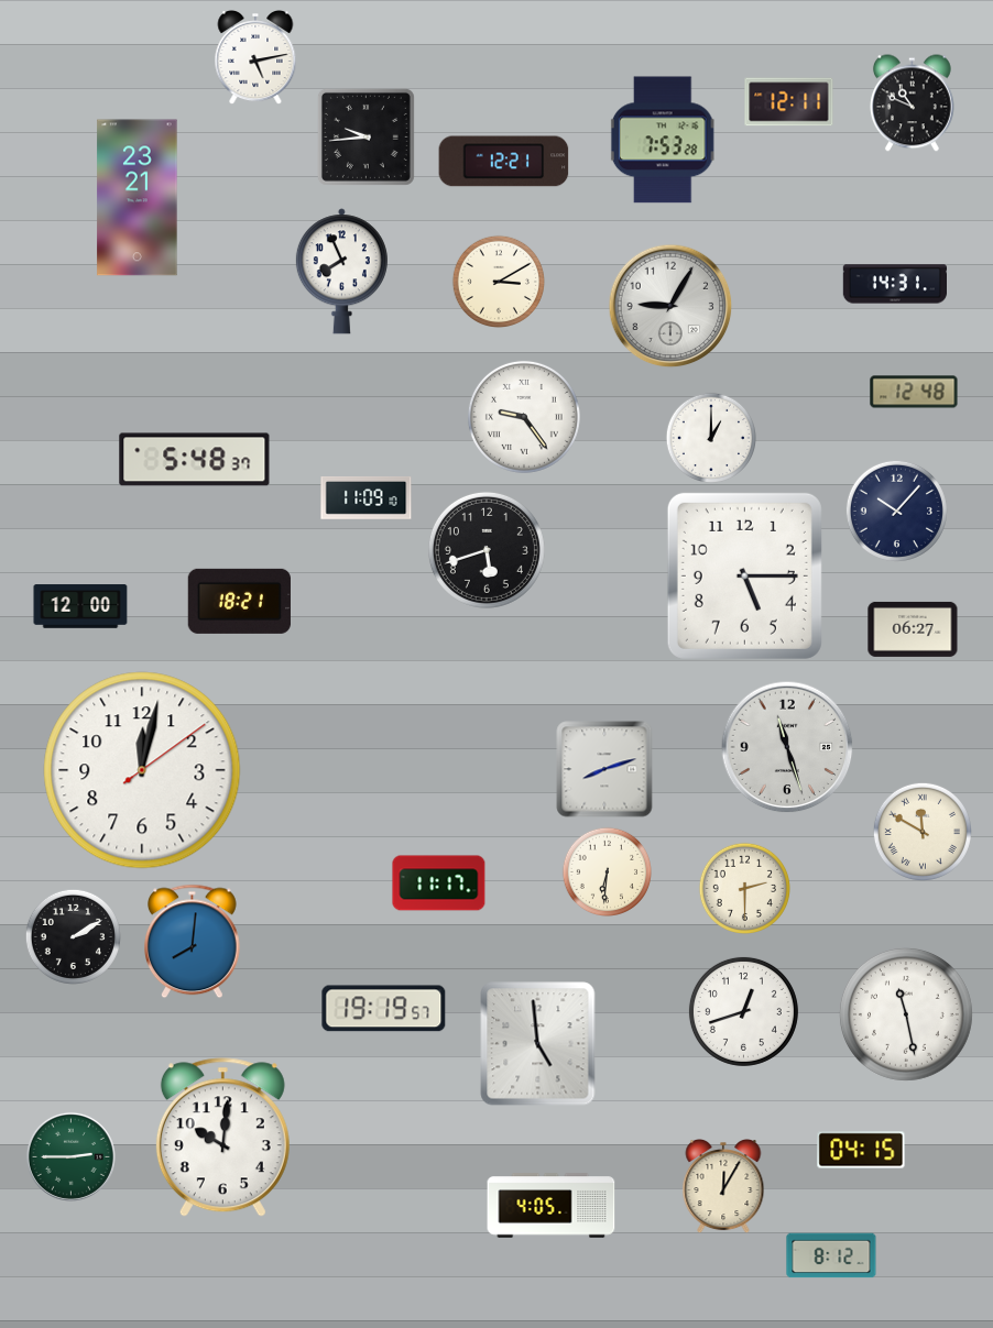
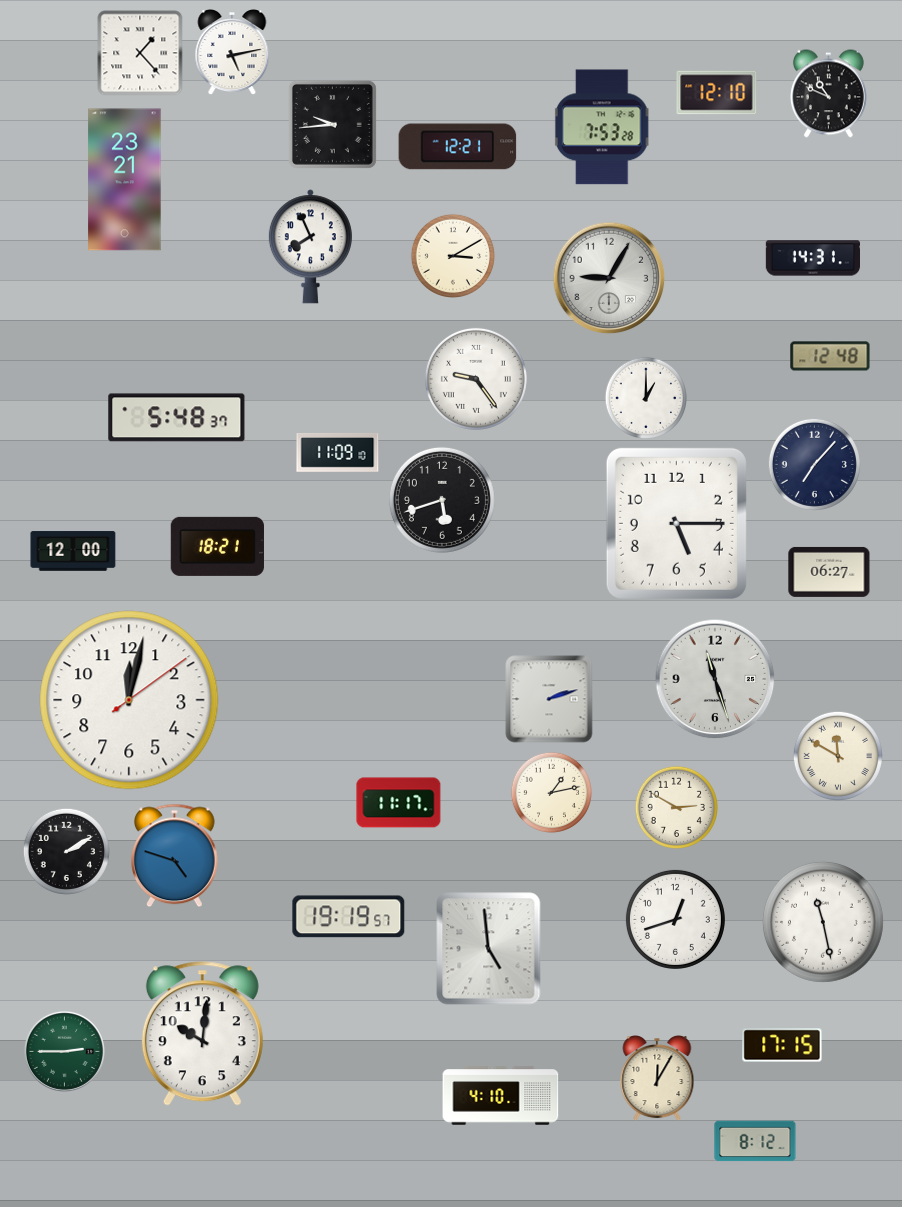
clock at (140, 53): none -> 1:23
clock at (789, 102): 12:11 -> 12:10
clock at (367, 497) position: (367, 497) -> (338, 452)
clock at (896, 511): 10:07 -> 7:07
clock at (604, 769): 8:12 -> 2:12
clock at (607, 871): 6:31 -> 1:13
clock at (744, 888): 2:30 -> 2:50
clock at (193, 942): 8:01 -> 4:48
clock at (861, 1150): 04:15 -> 17:15
clock at (552, 1206): 4:05 -> 4:10
